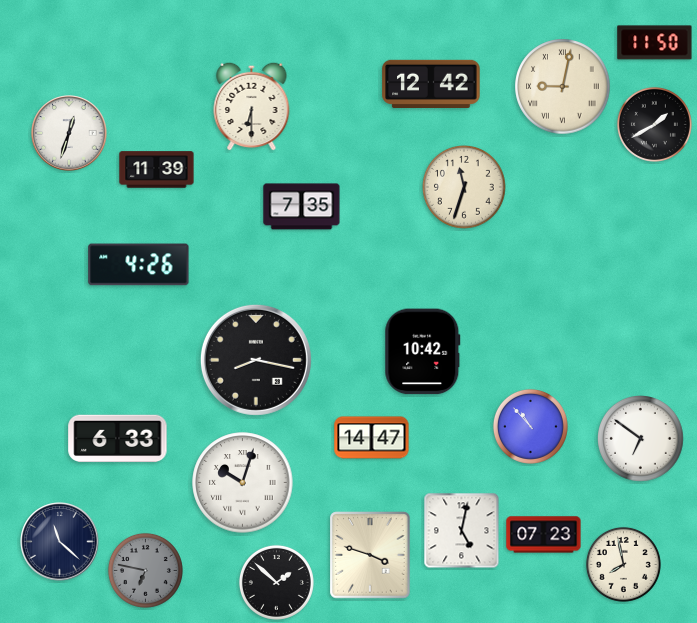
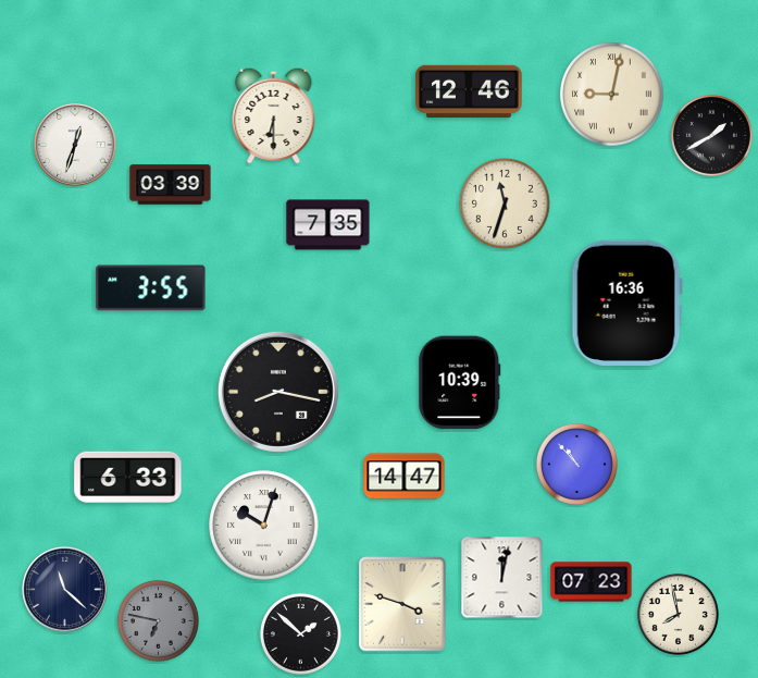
clock at (655, 43): 11:50 -> none
clock at (431, 83): 12:42 -> 12:46
clock at (157, 170): 11:39 -> 03:39
clock at (139, 265): 4:26 -> 3:55
clock at (626, 303): none -> 16:36
clock at (423, 352): 10:42 -> 10:39
clock at (641, 439): 6:51 -> none
clock at (462, 531): 5:02 -> 12:02
